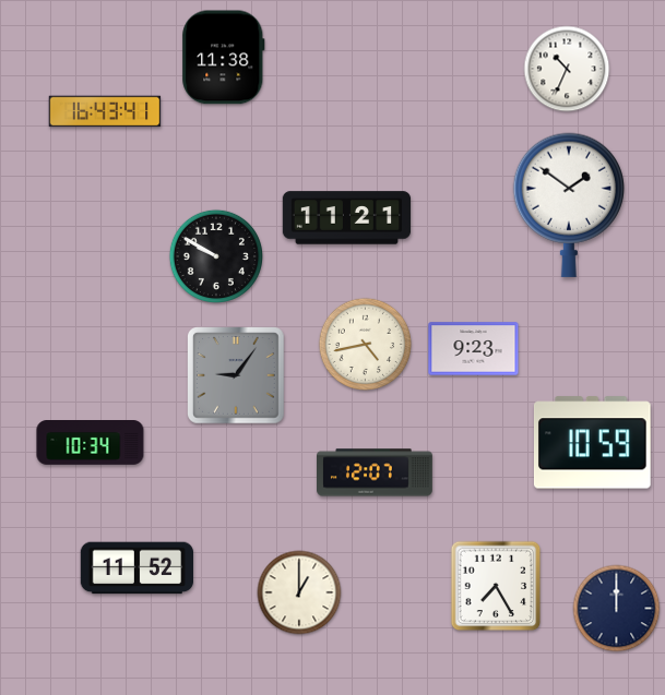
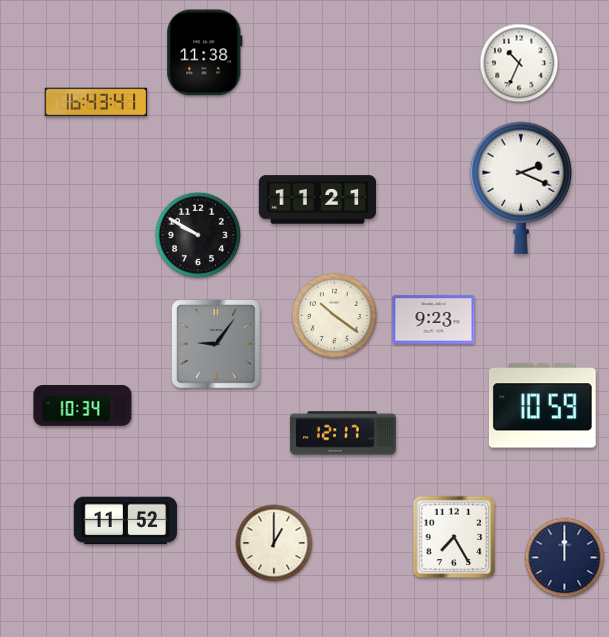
clock at (569, 205): 1:51 -> 2:19
clock at (365, 344): 4:43 -> 10:21
clock at (376, 472): 12:07 -> 12:17
